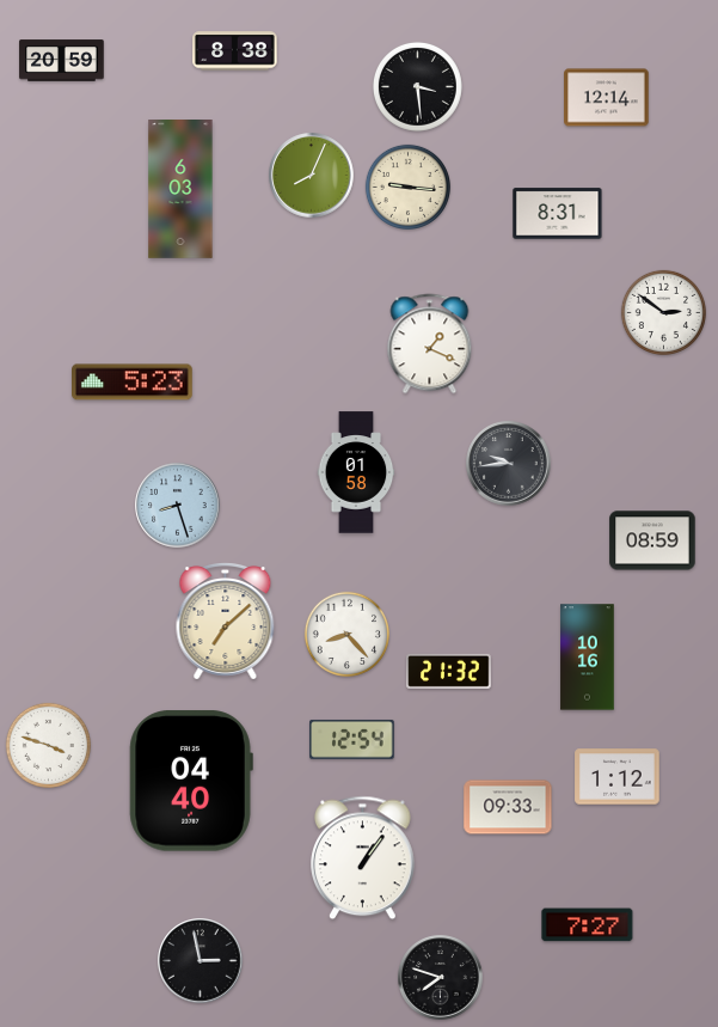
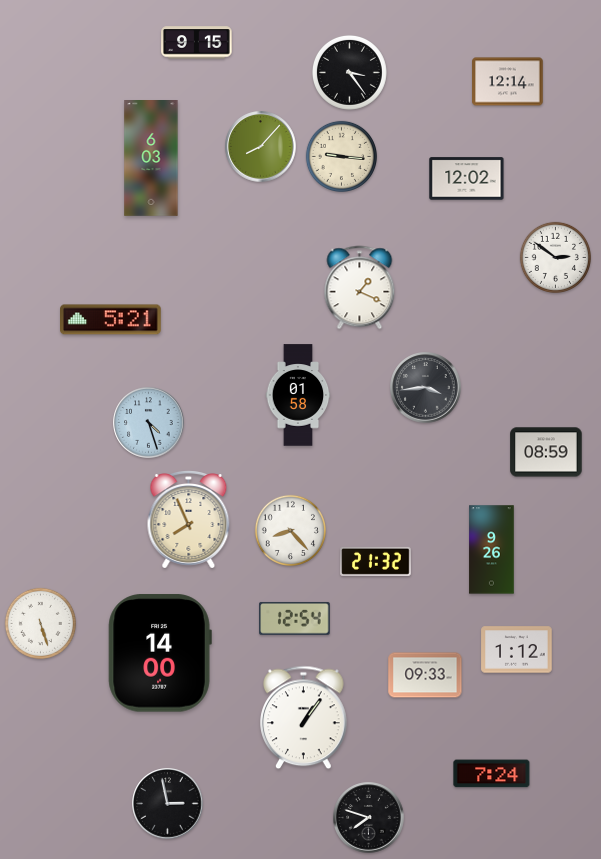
clock at (235, 51): 8:38 -> 9:15
clock at (62, 61): 20:59 -> none
clock at (417, 86): 3:29 -> 3:24
clock at (312, 176): 8:04 -> 8:07
clock at (558, 214): 8:31 -> 12:02
clock at (663, 312) position: (663, 312) -> (555, 257)
clock at (133, 383): 5:23 -> 5:21
clock at (509, 464): 9:44 -> 3:44
clock at (178, 506): 8:27 -> 4:27
clock at (226, 622): 7:08 -> 7:56
clock at (588, 658): 10:16 -> 9:26
clock at (48, 745): 3:48 -> 5:27
clock at (191, 781): 04:40 -> 14:00
clock at (588, 925): 7:27 -> 7:24
